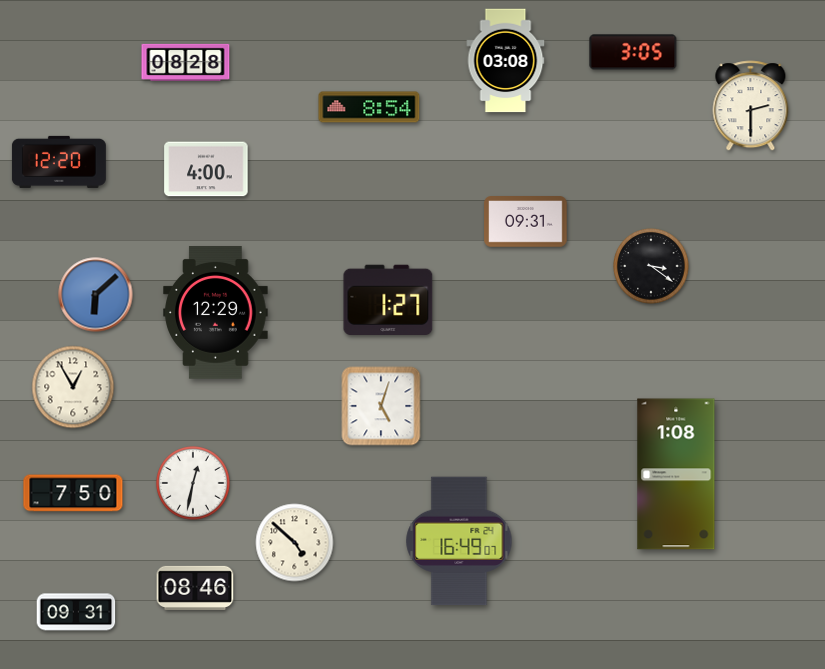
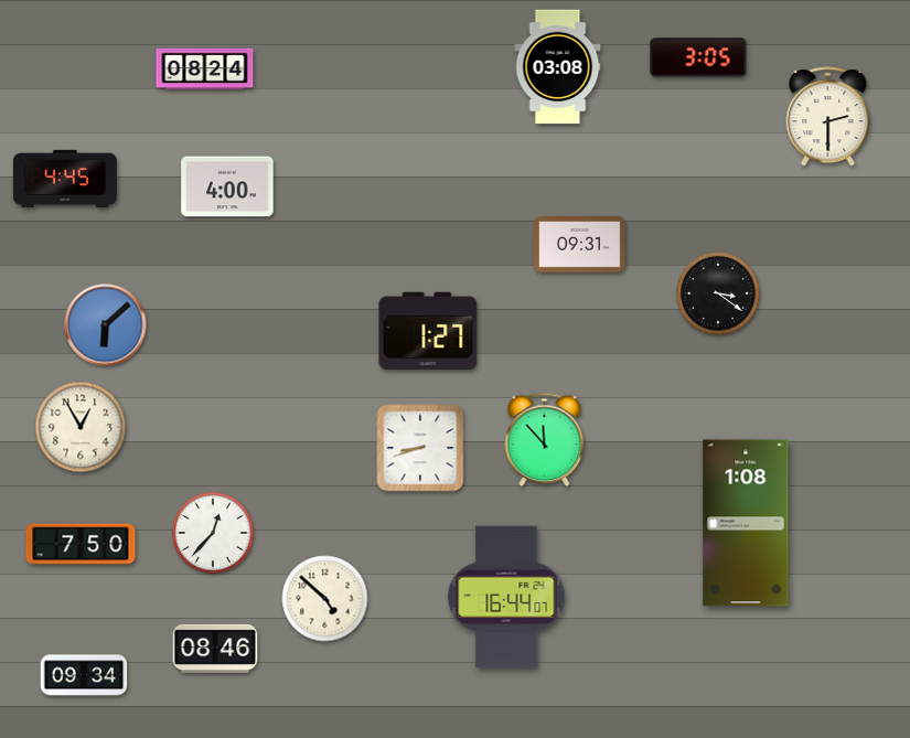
clock at (186, 62): 08:28 -> 08:24
clock at (369, 107): 8:54 -> none
clock at (59, 162): 12:20 -> 4:45
clock at (216, 313): 12:29 -> none
clock at (545, 440): none -> 11:53
clock at (381, 406): 5:03 -> 8:42
clock at (193, 483): 12:32 -> 12:37
clock at (459, 541): 16:49 -> 16:44
clock at (76, 612): 09:31 -> 09:34
